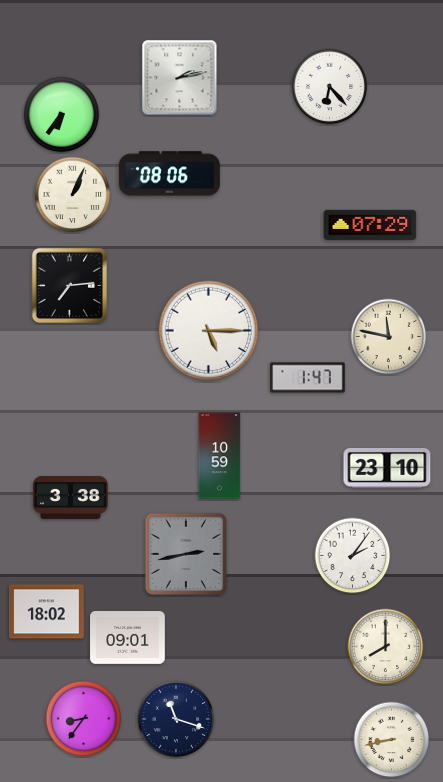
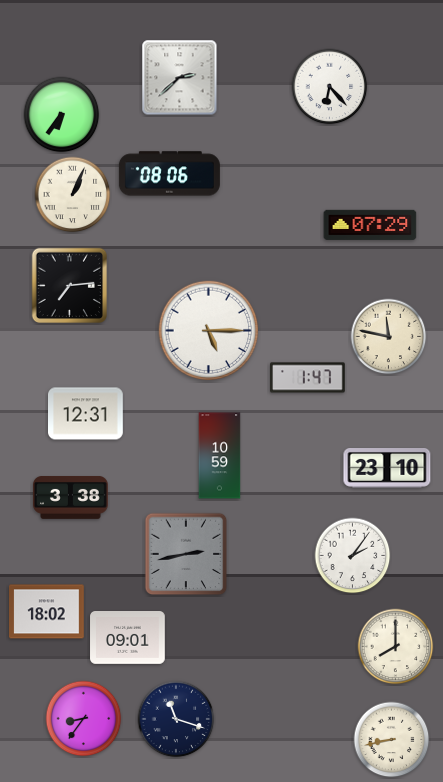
clock at (180, 78): 2:13 -> 2:38
clock at (86, 414): none -> 12:31
clock at (386, 647) position: (386, 647) -> (396, 647)
